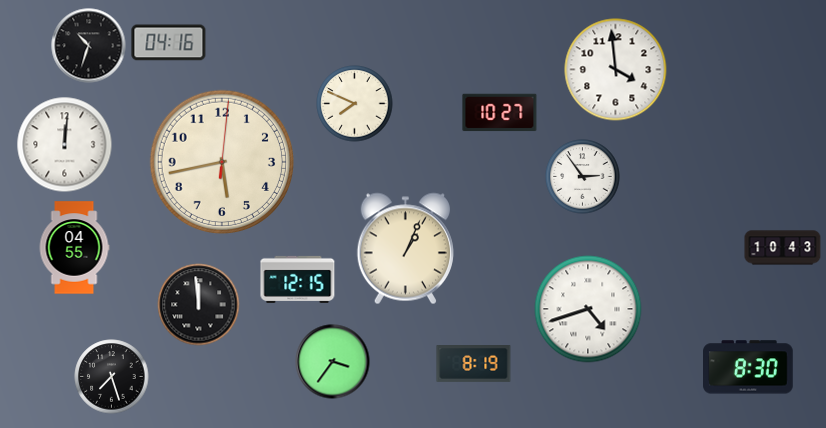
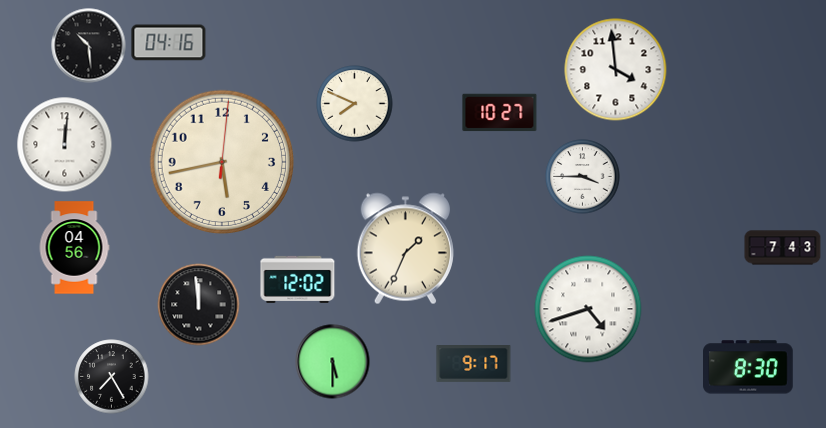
clock at (89, 46): 10:33 -> 10:29
clock at (583, 177): 2:54 -> 3:45
clock at (74, 248): 04:55 -> 04:56
clock at (783, 248): 10:43 -> 7:43
clock at (405, 249): 1:04 -> 1:34
clock at (298, 279): 12:15 -> 12:02
clock at (333, 362): 3:36 -> 5:30
clock at (474, 364): 8:19 -> 9:17
clock at (112, 377): 7:27 -> 7:25
